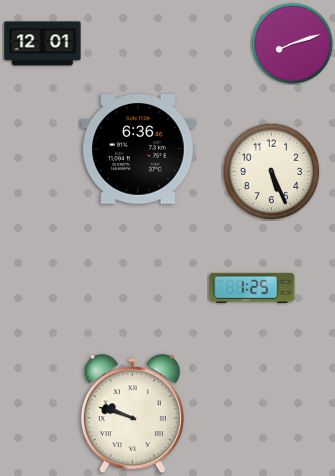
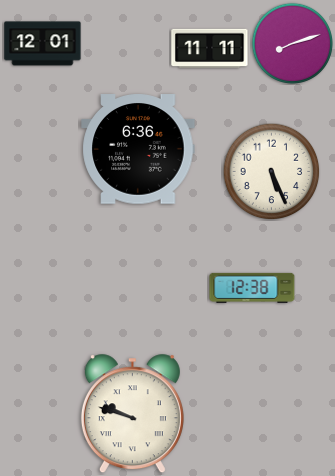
clock at (210, 49): none -> 11:11
clock at (252, 288): 1:25 -> 12:38
